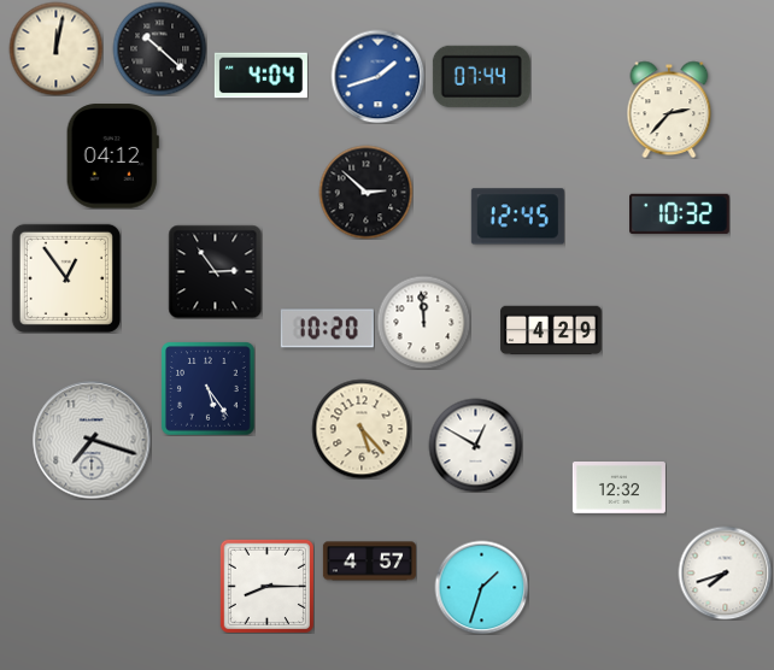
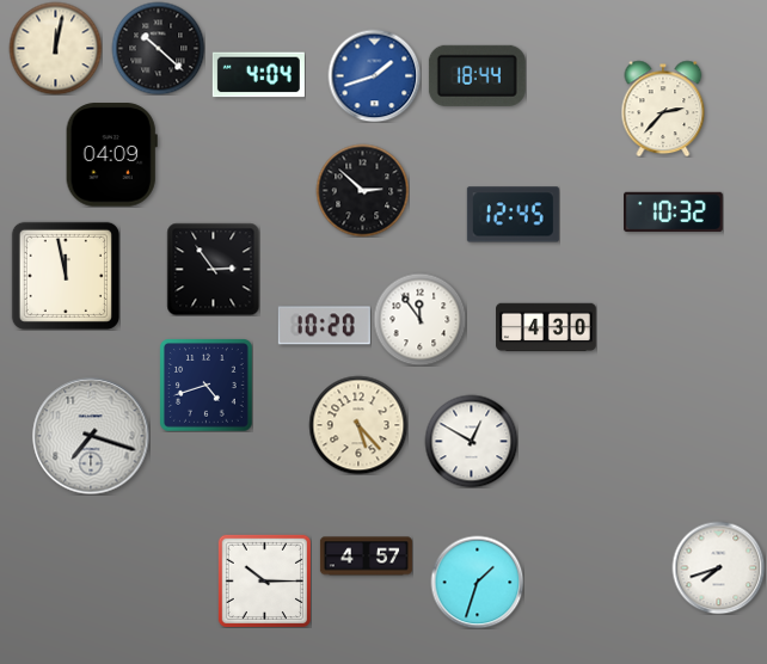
clock at (481, 76): 07:44 -> 18:44
clock at (112, 157): 04:12 -> 04:09
clock at (66, 278): 12:54 -> 11:58
clock at (423, 322): 11:59 -> 11:54
clock at (551, 330): 4:29 -> 4:30
clock at (209, 389): 5:24 -> 4:42
clock at (618, 488): 12:32 -> none
clock at (266, 586): 8:15 -> 10:15
